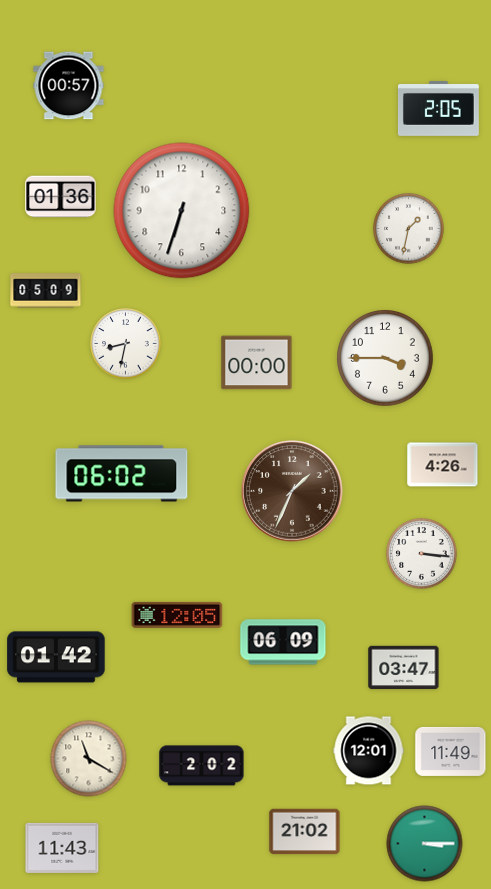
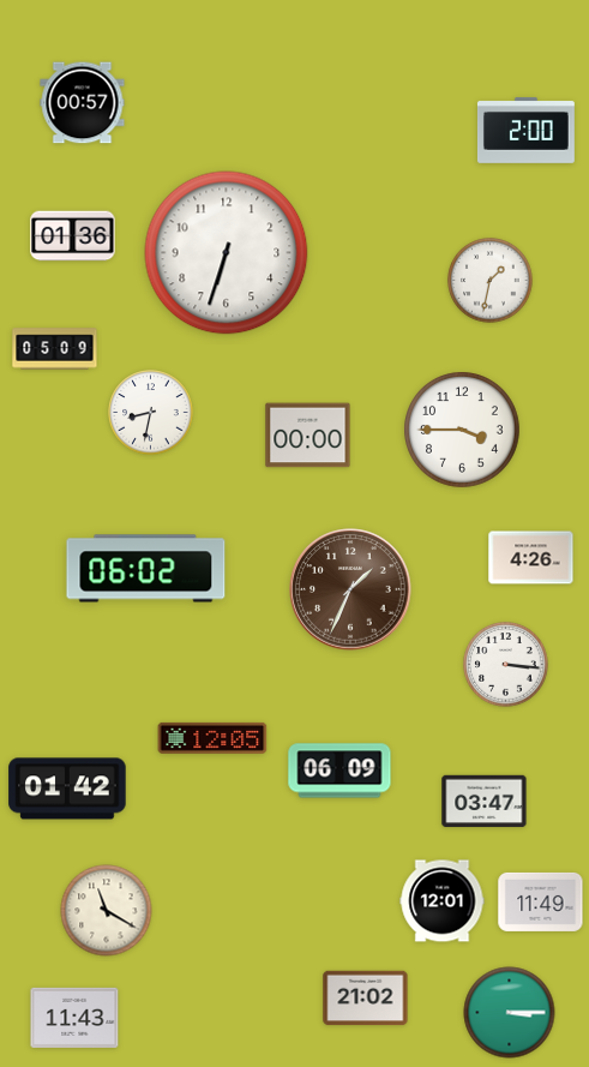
clock at (438, 108): 2:05 -> 2:00
clock at (182, 211) position: (182, 211) -> (227, 253)
clock at (409, 229) position: (409, 229) -> (491, 281)
clock at (202, 766): 2:02 -> none
